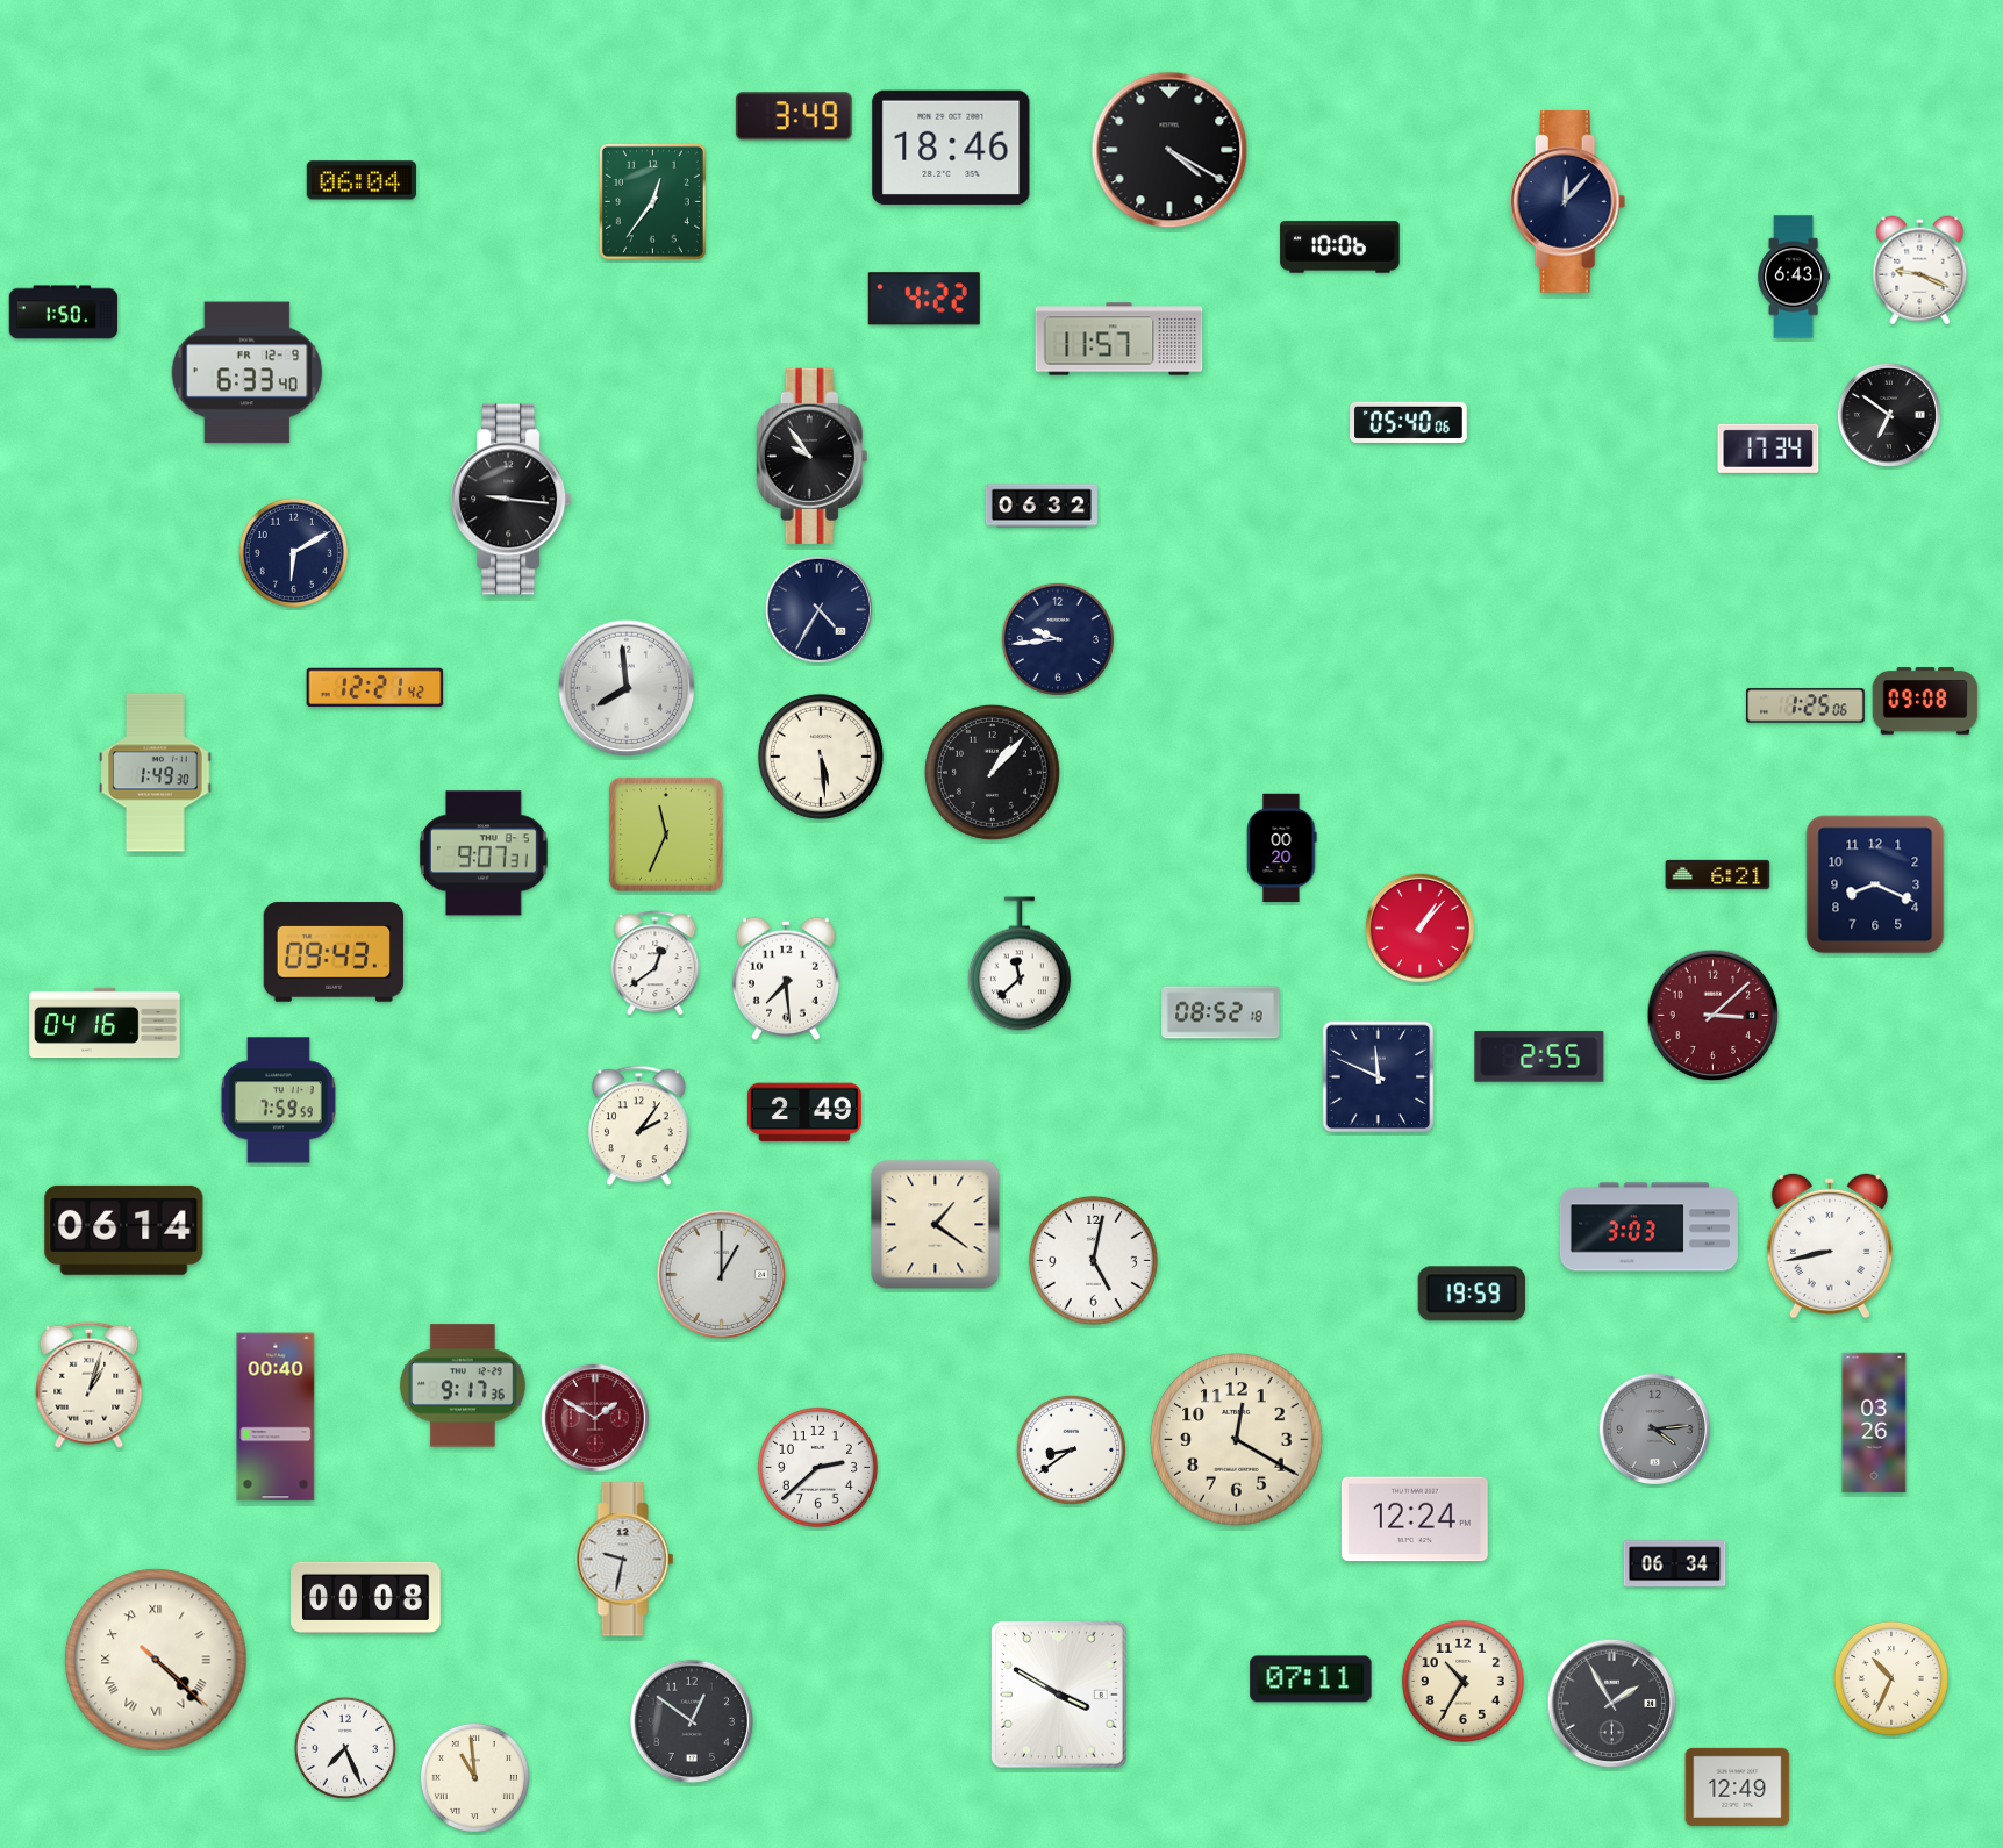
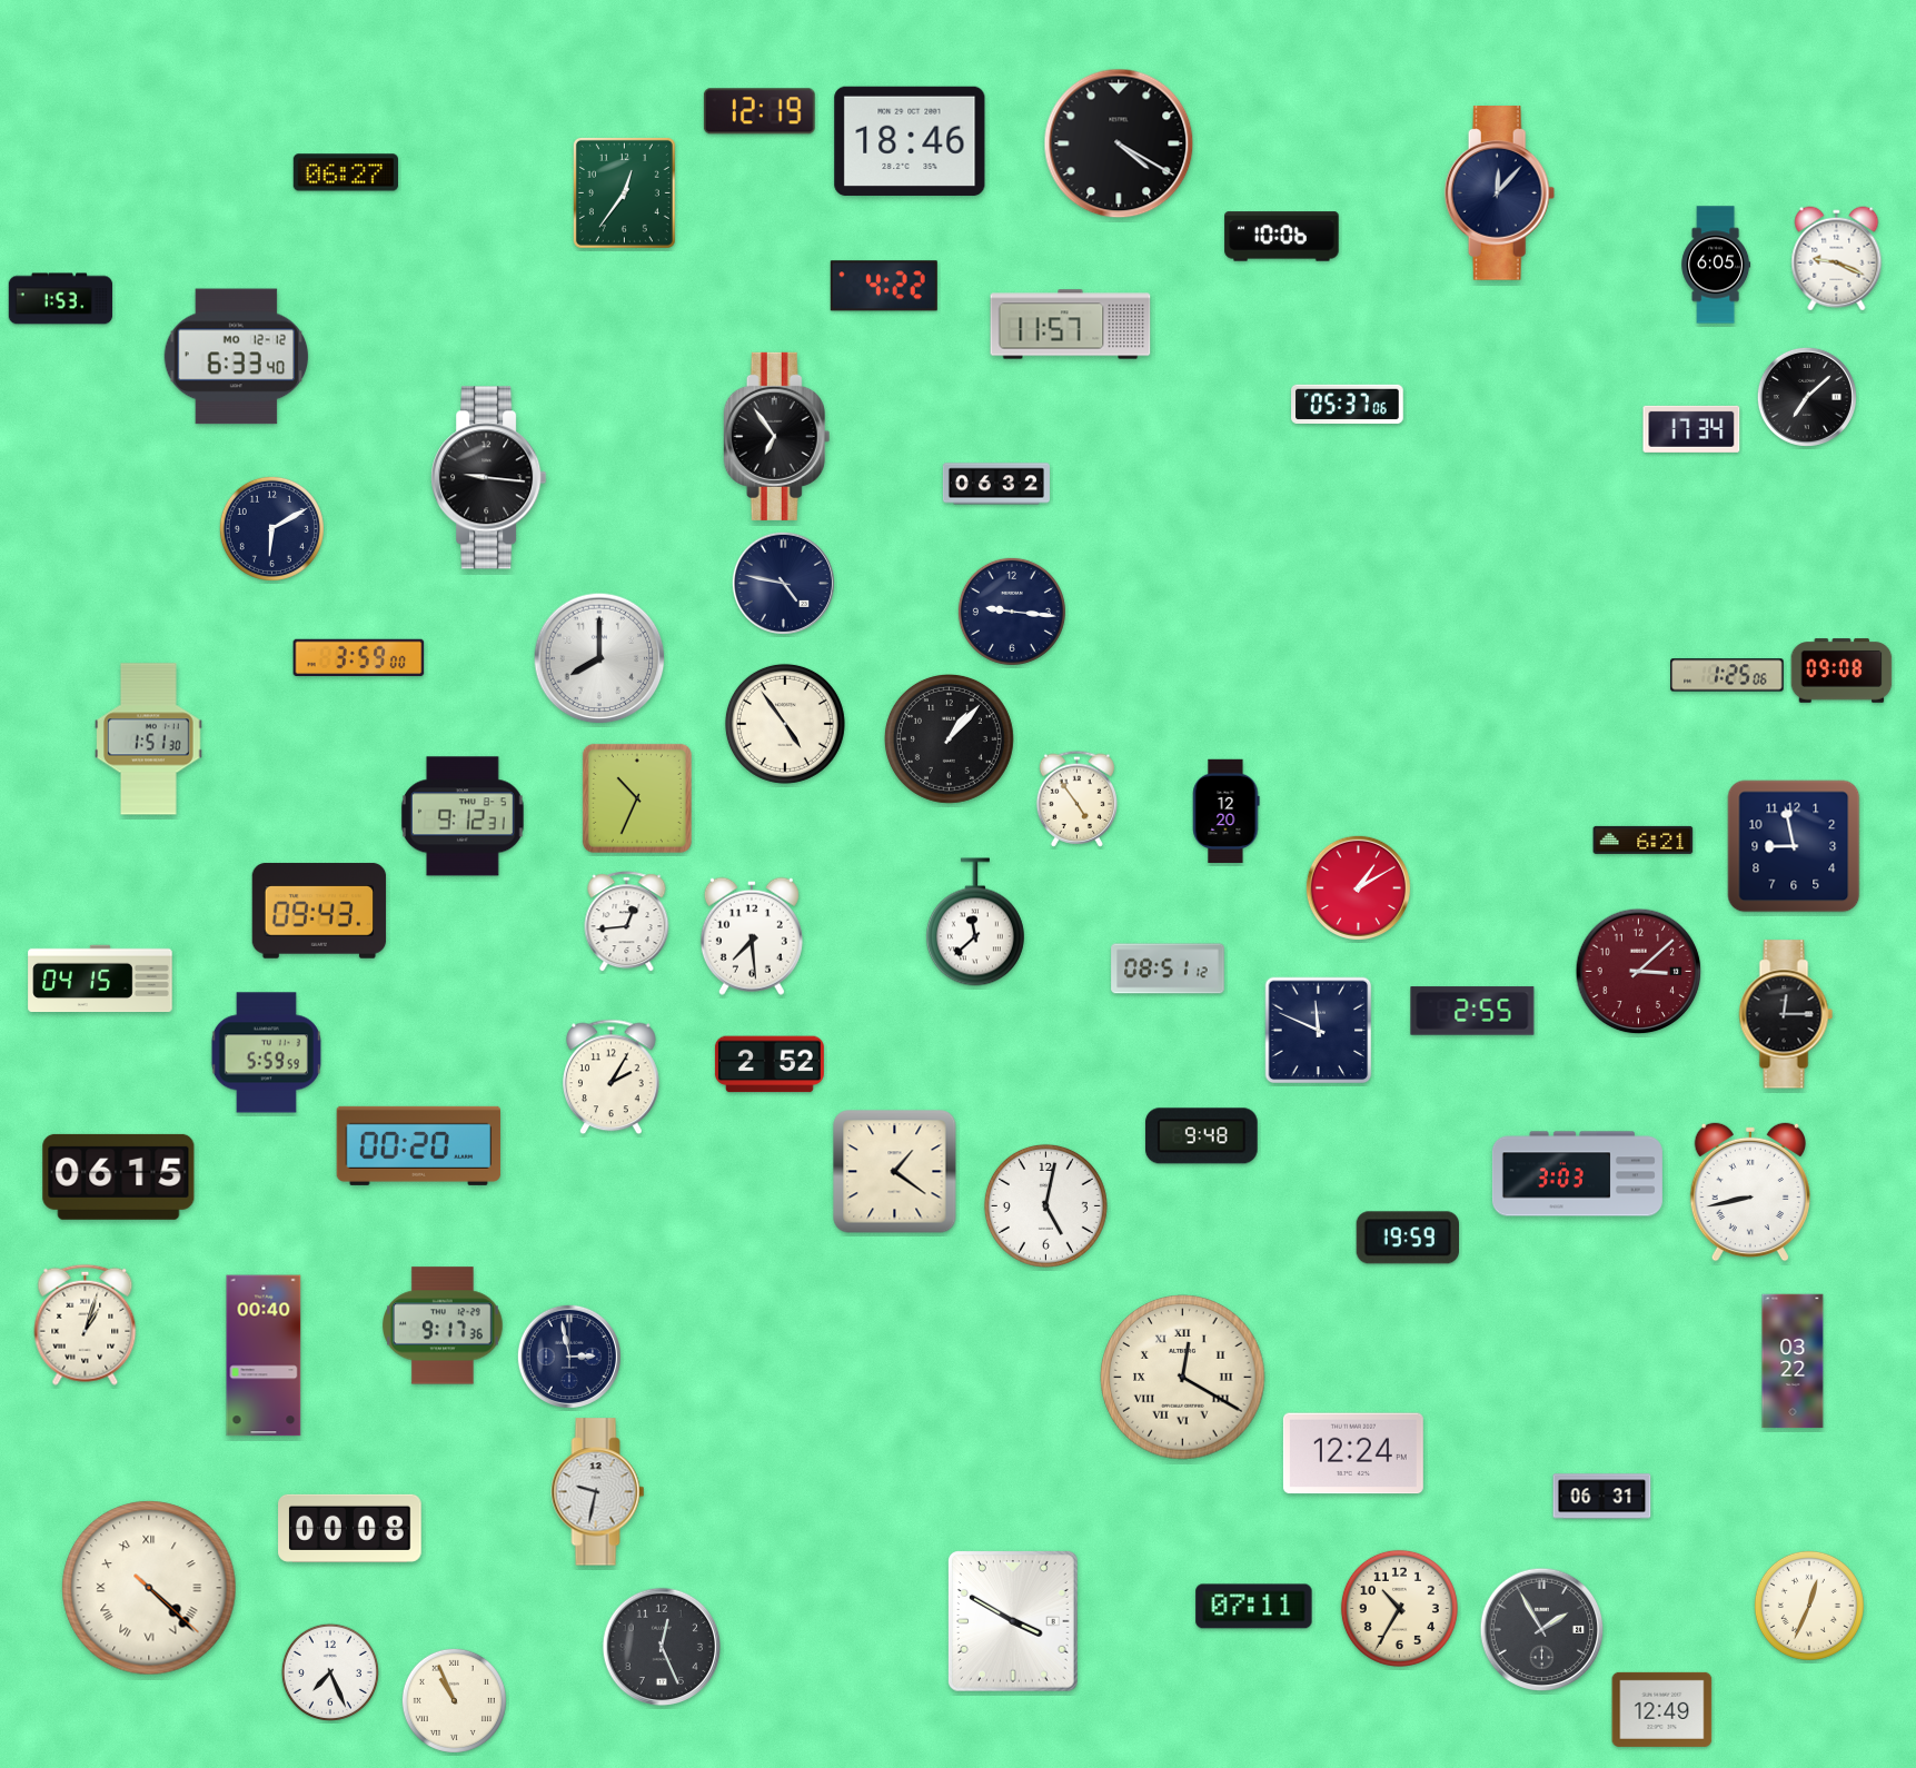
clock at (794, 116): 3:49 -> 12:19
clock at (362, 180): 06:04 -> 06:27
clock at (1794, 277): 6:43 -> 6:05
clock at (64, 313): 1:50 -> 1:53
clock at (248, 373) date: FR 12-9 -> MO 12-12
clock at (1889, 415): 6:51 -> 7:08
clock at (1409, 422): 05:40 -> 05:37
clock at (813, 456): 9:54 -> 6:54
clock at (293, 552) position: (293, 552) -> (271, 528)
clock at (818, 609): 4:35 -> 4:47
clock at (1058, 639): 9:44 -> 9:16
clock at (375, 687): 12:21 -> 3:59
clock at (627, 688): 7:59 -> 8:00
clock at (821, 757): 5:29 -> 4:54
clock at (156, 773): 1:49 -> 1:51
clock at (666, 835): 11:34 -> 10:34
clock at (1076, 798): none -> 4:54
clock at (1282, 848): 00:20 -> 12:20
clock at (484, 853): 9:07 -> 9:12
clock at (1718, 874) position: (1718, 874) -> (1644, 840)
clock at (1875, 884): 8:19 -> 8:58
clock at (1419, 927): 1:07 -> 1:10
clock at (656, 964): 12:39 -> 12:44
clock at (1221, 1012): 08:52 -> 08:51
clock at (105, 1023): 04:16 -> 04:15
clock at (1786, 1014): none -> 12:15
clock at (278, 1101): 7:59 -> 5:59
clock at (804, 1112): 2:49 -> 2:52
clock at (639, 1126): 2:06 -> 2:05
clock at (1201, 1136): none -> 9:48
clock at (419, 1145): none -> 00:20
clock at (124, 1230): 06:14 -> 06:15
clock at (722, 1275): 1:00 -> none
clock at (595, 1418): 1:50 -> 2:58
clock at (595, 1418) dial: burgundy -> navy
clock at (1874, 1423): 03:26 -> 03:22
clock at (1654, 1428): 4:14 -> none
clock at (1237, 1440) numerals: Arabic -> Roman
clock at (1071, 1449): 8:39 -> none
clock at (817, 1467): 2:38 -> none
clock at (1675, 1564): 06:34 -> 06:31
clock at (1891, 1678): 10:34 -> 12:34
clock at (692, 1721): 12:51 -> 12:26
clock at (474, 1777): 10:59 -> 10:56
